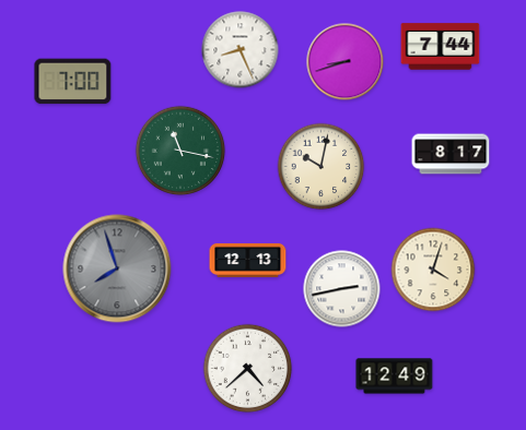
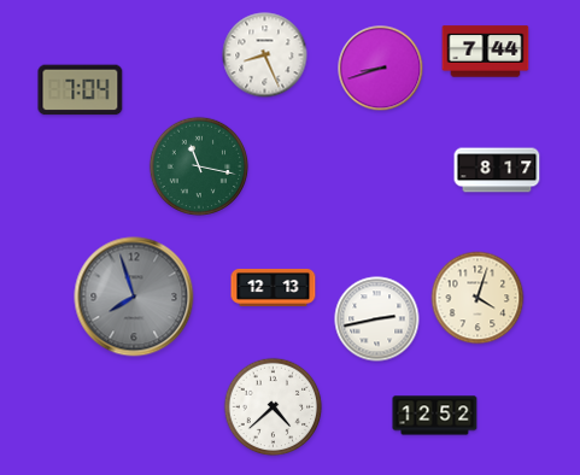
clock at (73, 82): 7:00 -> 7:04
clock at (322, 167): 10:02 -> none
clock at (117, 268) position: (117, 268) -> (134, 297)
clock at (395, 377): 12:49 -> 12:52
